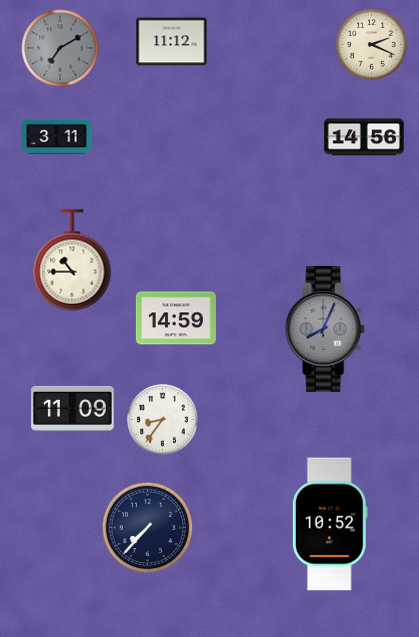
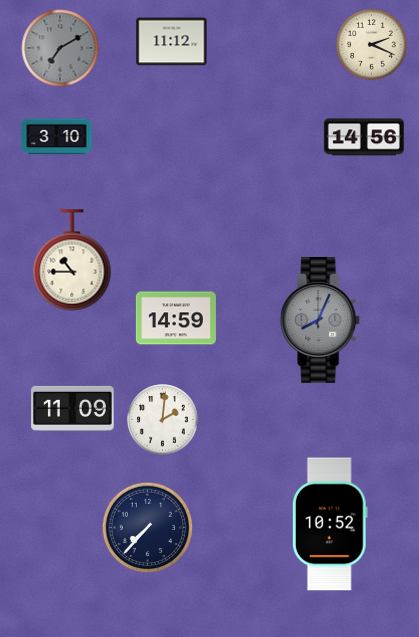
clock at (57, 137): 3:11 -> 3:10
clock at (326, 329) position: (326, 329) -> (321, 320)
clock at (163, 420): 8:36 -> 2:01
